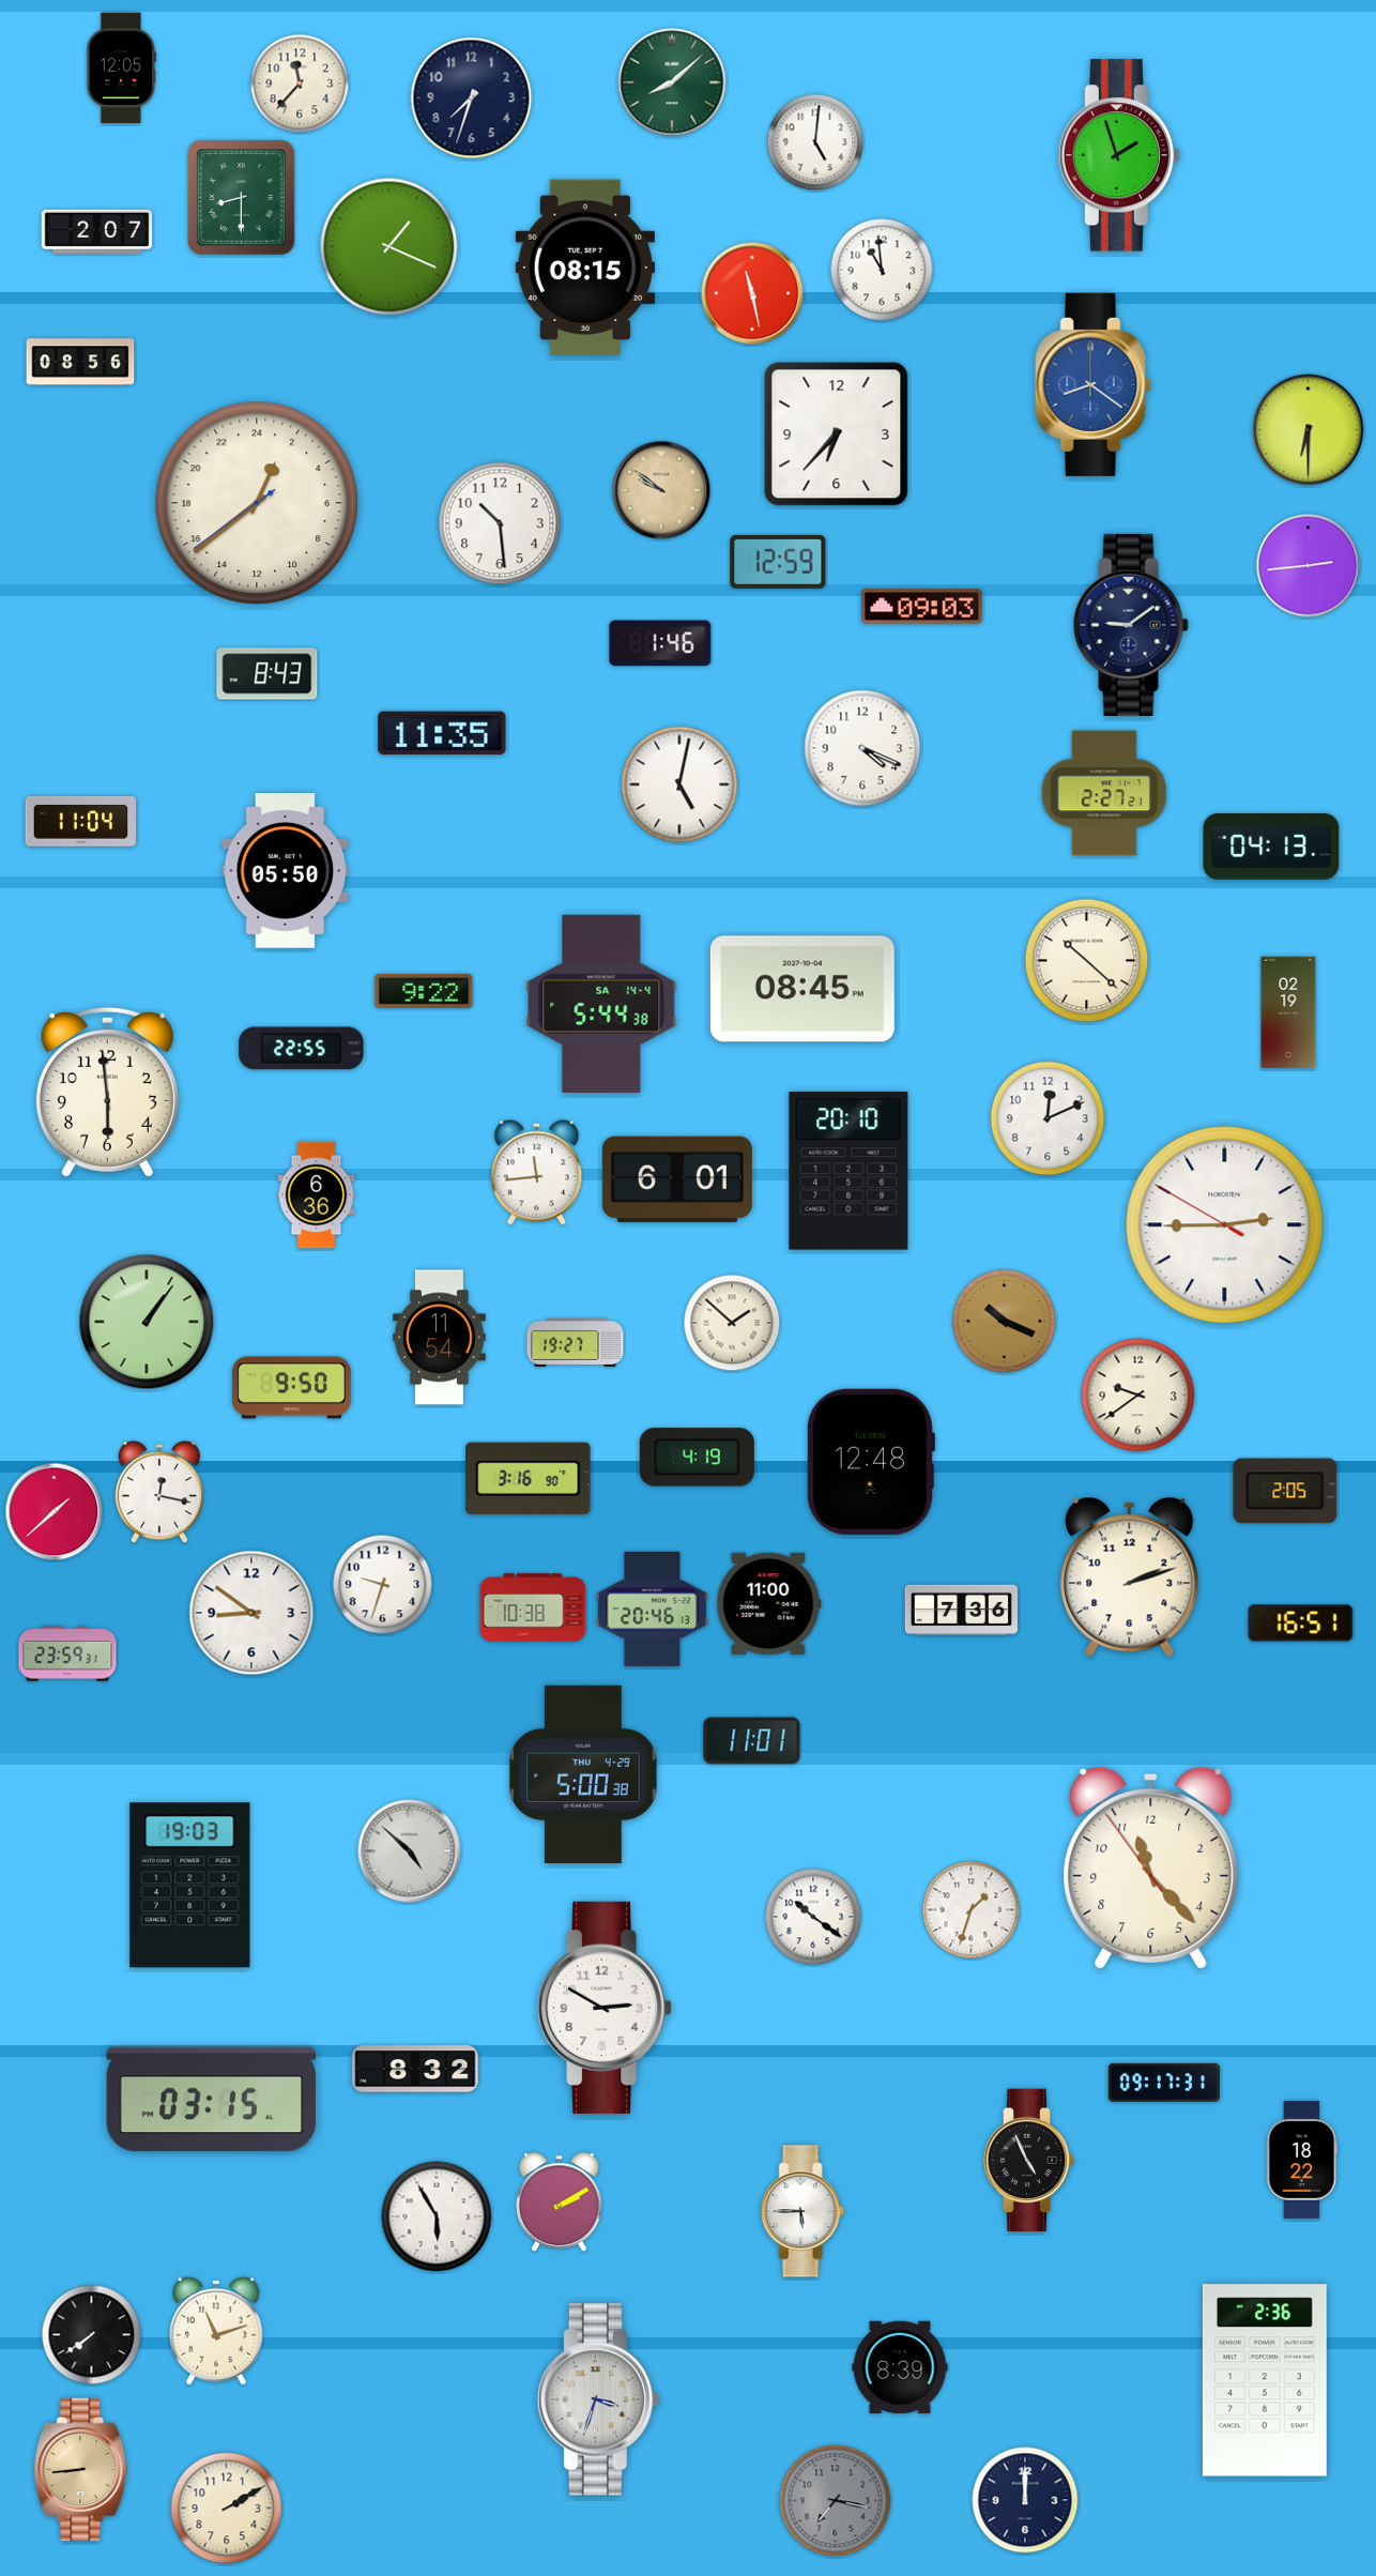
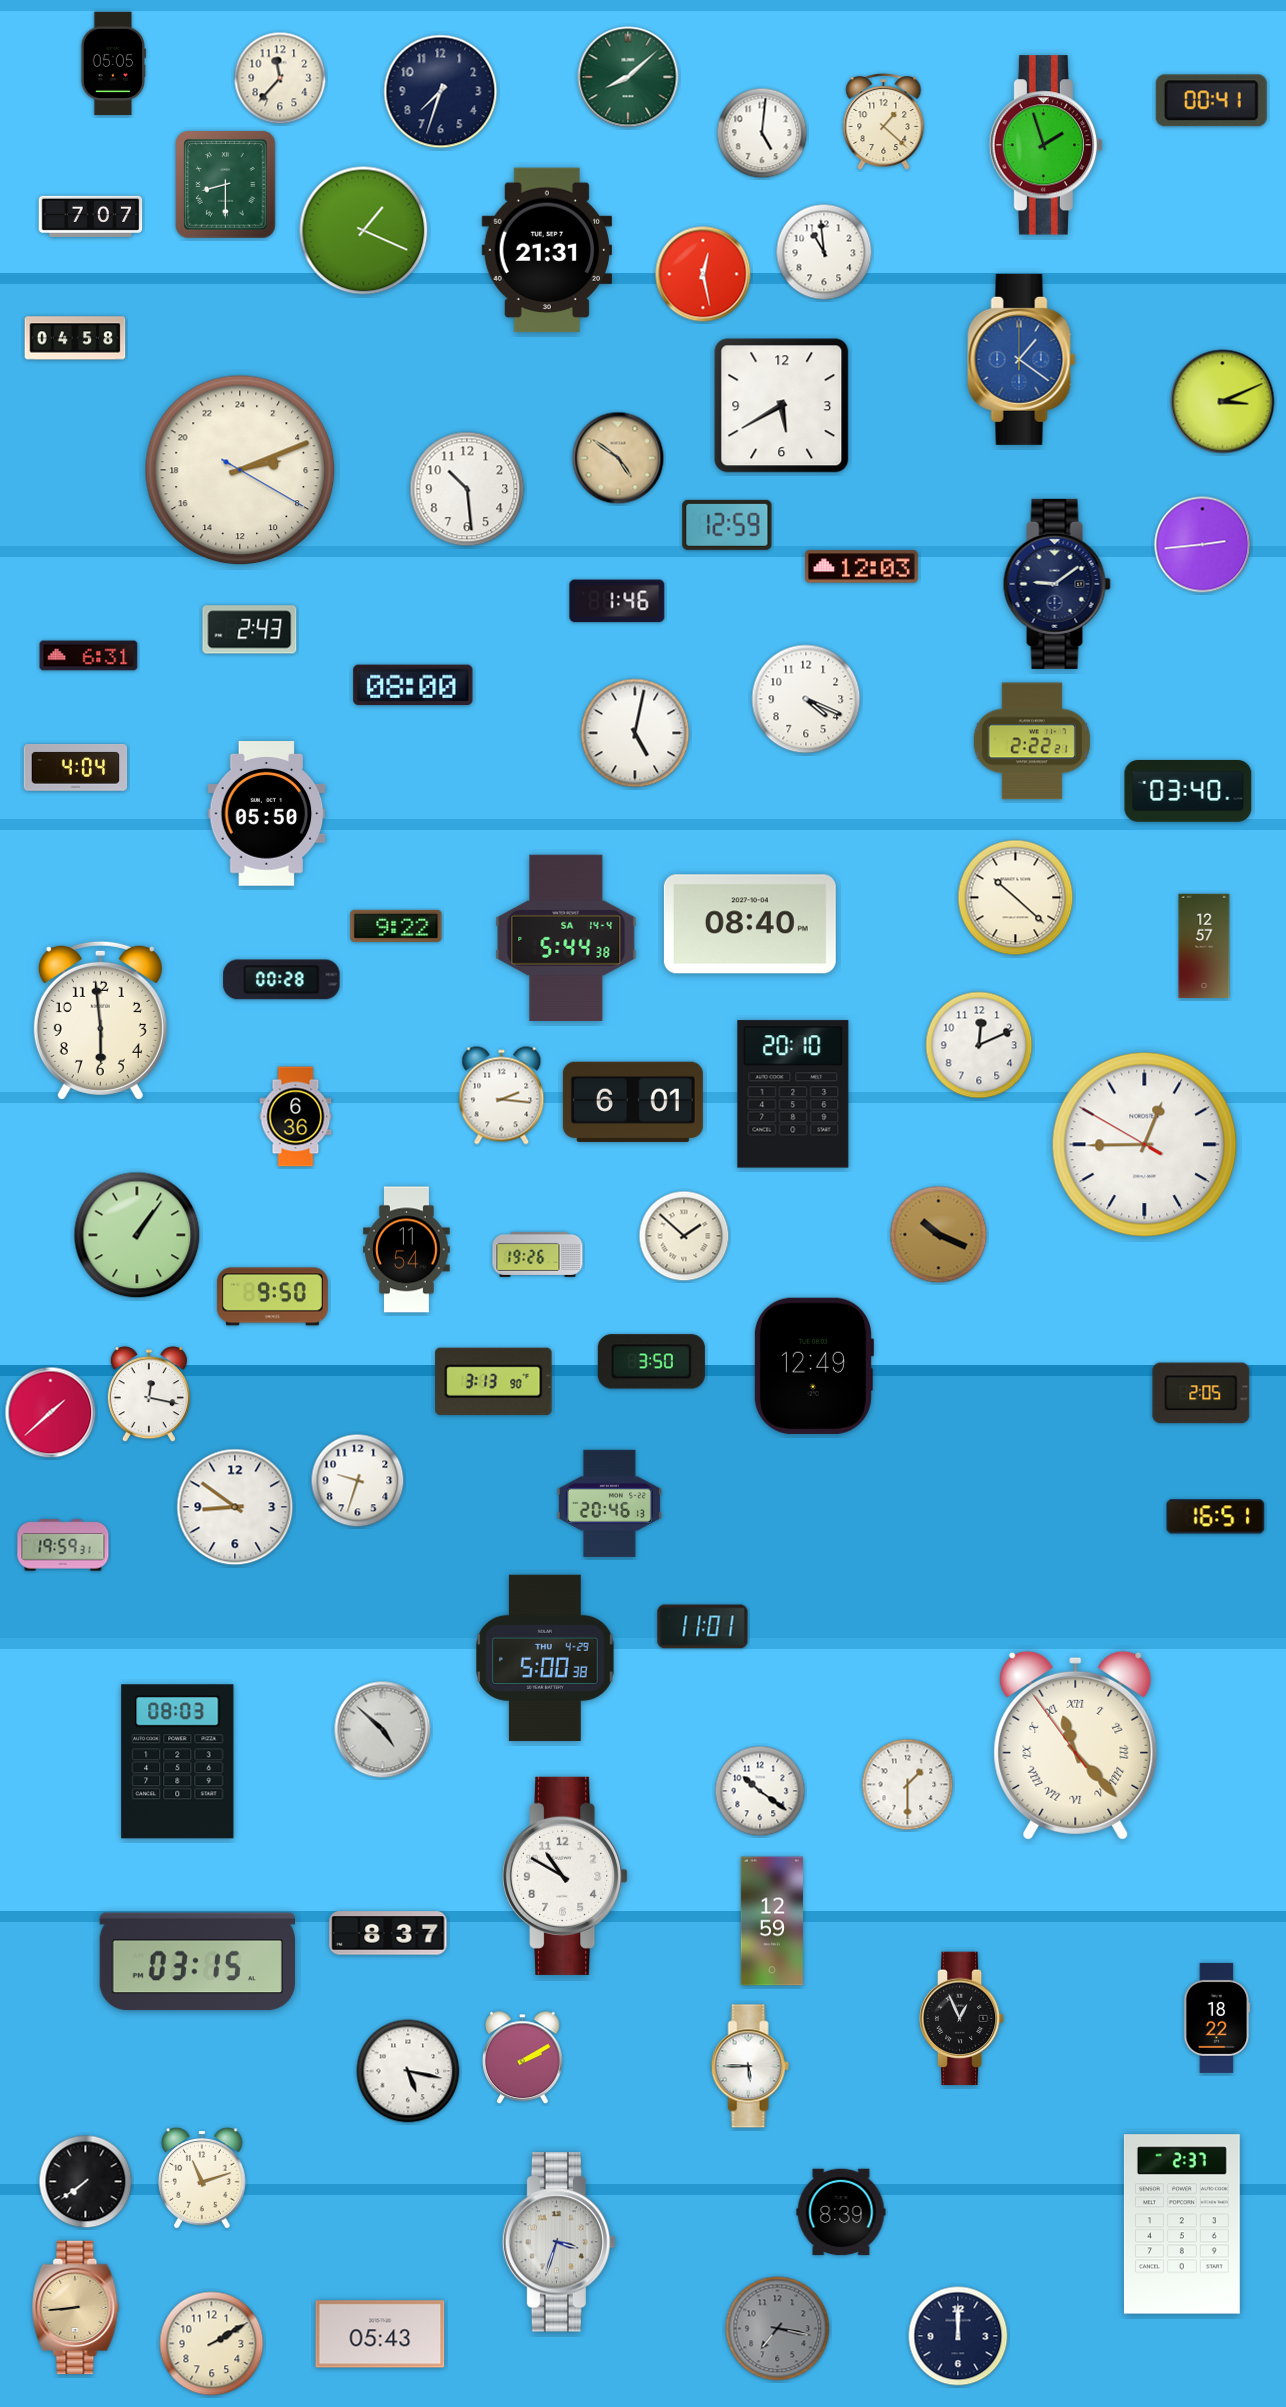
clock at (121, 68): 12:05 -> 05:05
clock at (1211, 101): none -> 00:41
clock at (884, 122): none -> 1:22
clock at (97, 231): 2:07 -> 7:07
clock at (584, 268): 08:15 -> 21:31
clock at (752, 293): 11:28 -> 12:28
clock at (80, 362): 08:56 -> 04:58
clock at (1094, 384): 8:21 -> 1:21
clock at (1309, 430): 6:30 -> 3:11
clock at (837, 435): 6:37 -> 5:40
clock at (661, 490): 9:51 -> 4:51
clock at (257, 503): 1:38 -> 5:11
clock at (1309, 566) position: (1309, 566) -> (1203, 545)
clock at (922, 607): 09:03 -> 12:03
clock at (267, 674): 8:43 -> 2:43
clock at (89, 656): none -> 6:31
clock at (442, 733): 11:35 -> 08:00
clock at (1104, 793): 2:27 -> 2:22
clock at (81, 822): 11:04 -> 4:04
clock at (1271, 848): 04:13 -> 03:40
clock at (802, 989): 08:45 -> 08:40
clock at (601, 1004) position: (601, 1004) -> (566, 938)
clock at (1288, 1012): 02:19 -> 12:57
clock at (302, 1049): 22:55 -> 00:28
clock at (537, 1173): 11:44 -> 2:16
clock at (1225, 1225): 2:44 -> 12:44
clock at (440, 1338) position: (440, 1338) -> (407, 1250)
clock at (576, 1342): 19:27 -> 19:26
clock at (1138, 1396): 9:39 -> none
clock at (697, 1458): 4:19 -> 3:50
clock at (870, 1462): 12:48 -> 12:49
clock at (529, 1478): 3:16 -> 3:13
clock at (1130, 1576): 2:12 -> none
clock at (769, 1603): 11:00 -> none
clock at (533, 1607): 10:38 -> none
clock at (962, 1611): 7:36 -> none
clock at (67, 1653): 23:59 -> 19:59
clock at (1151, 1868) numerals: Arabic -> Roman
clock at (190, 1886): 19:03 -> 08:03
clock at (972, 1910): 1:33 -> 1:30
clock at (605, 2008): 2:50 -> 10:50
clock at (772, 1921): none -> 12:59
clock at (415, 2069): 8:32 -> 8:37
clock at (1163, 2083): 09:17 -> none
clock at (1029, 2161): 4:56 -> 12:56
clock at (437, 2216): 5:55 -> 5:17
clock at (1265, 2380): 2:36 -> 2:37
clock at (380, 2334): none -> 05:43
clock at (836, 2501) position: (836, 2501) -> (778, 2329)
